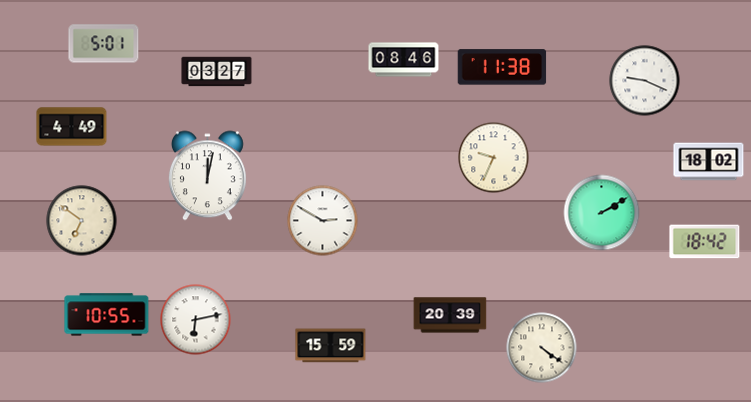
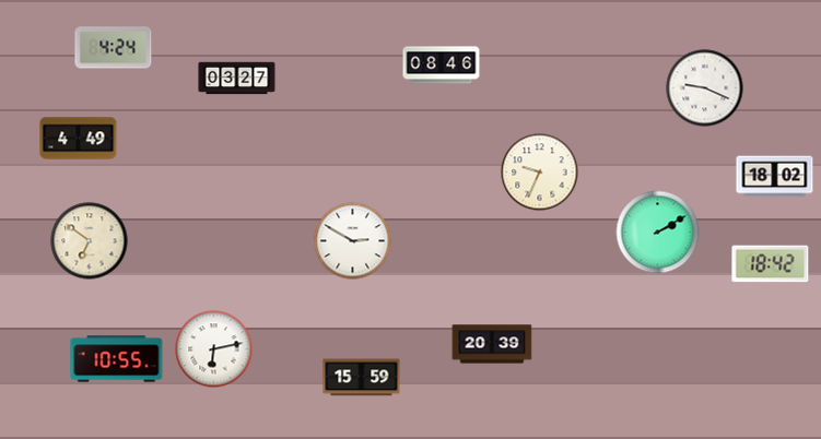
clock at (104, 44): 5:01 -> 4:24
clock at (502, 67): 11:38 -> none
clock at (207, 176): 12:02 -> none
clock at (107, 315) position: (107, 315) -> (117, 359)
clock at (542, 348): 4:21 -> none
